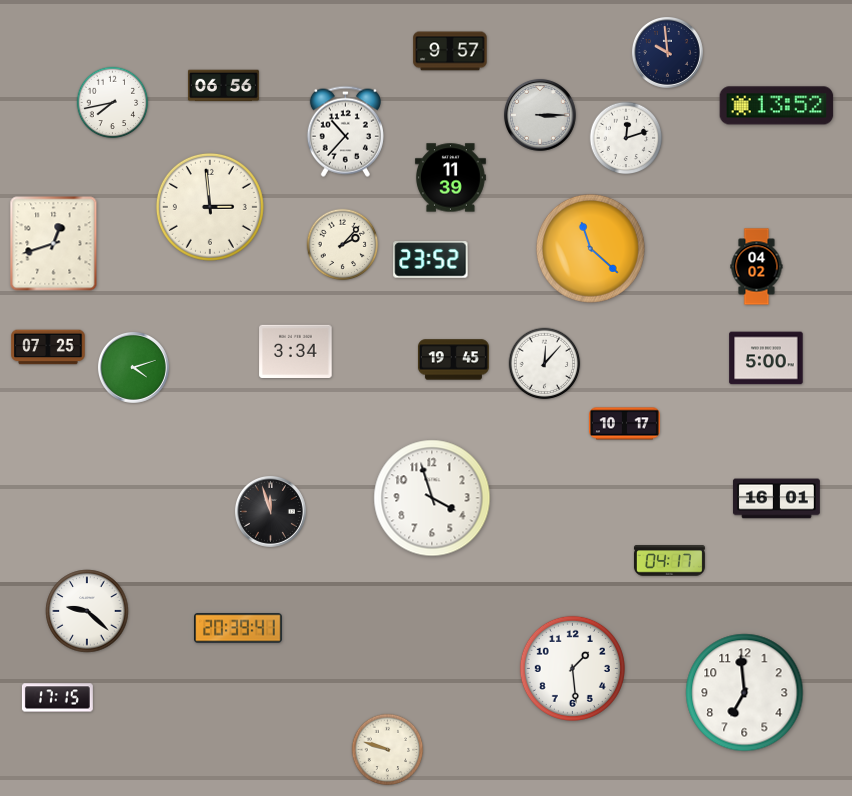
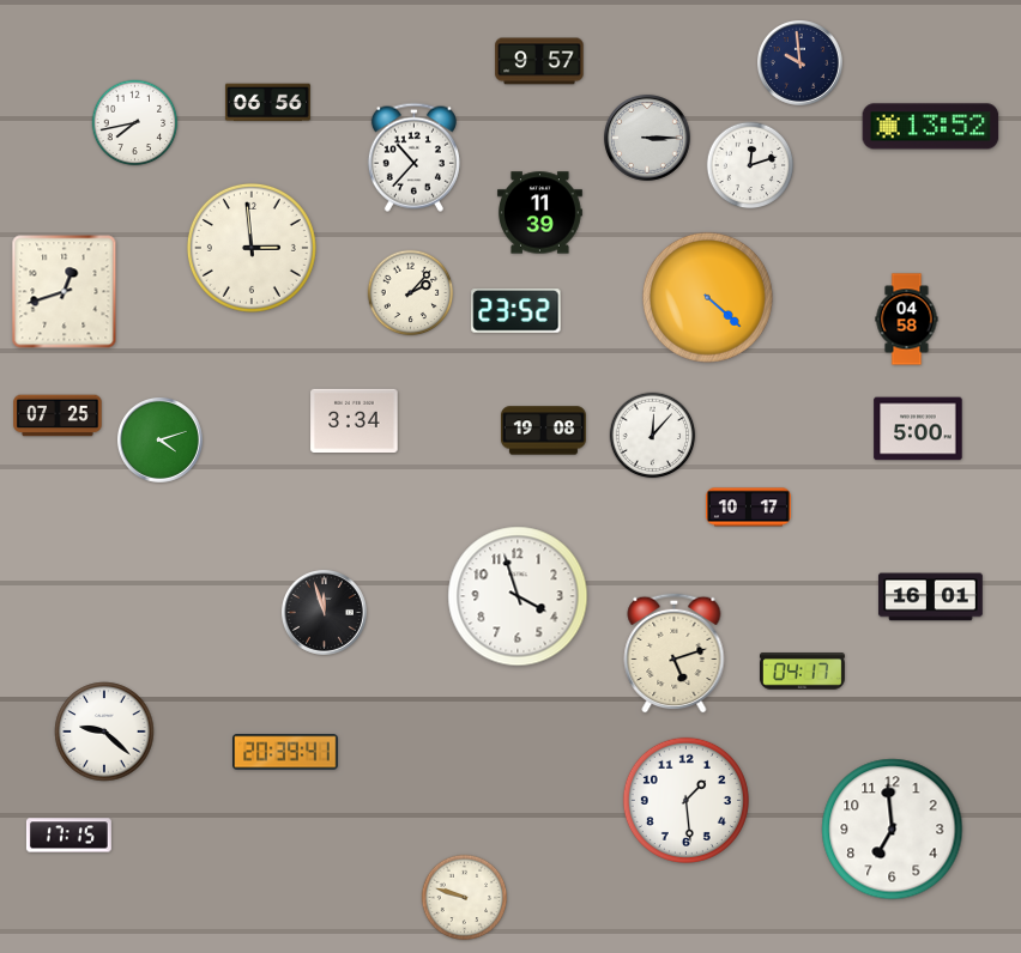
clock at (590, 248): 11:22 -> 4:22
clock at (757, 267): 04:02 -> 04:58
clock at (453, 360): 19:45 -> 19:08
clock at (675, 652): none -> 5:12
